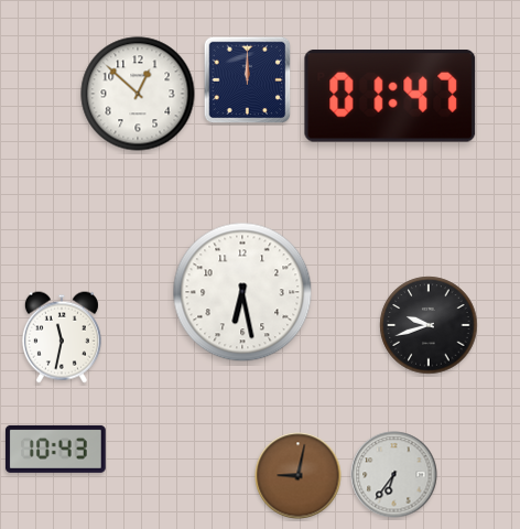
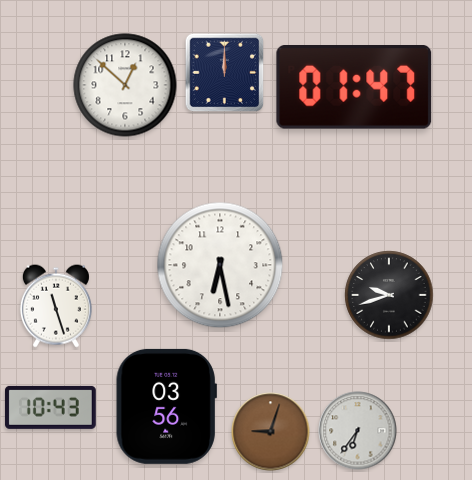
clock at (62, 337): 11:32 -> 11:27
clock at (166, 406): none -> 03:56
clock at (299, 476): 9:02 -> 9:03
